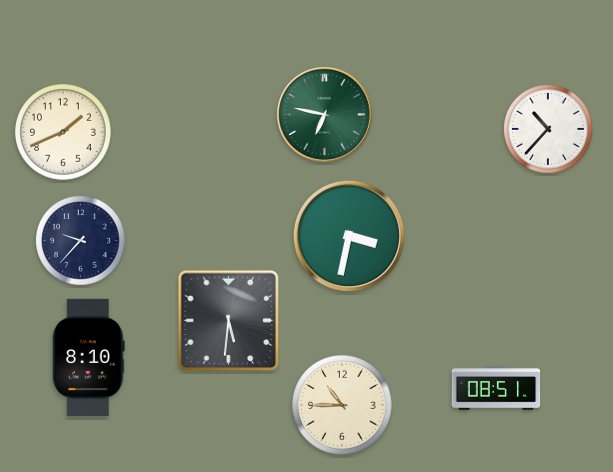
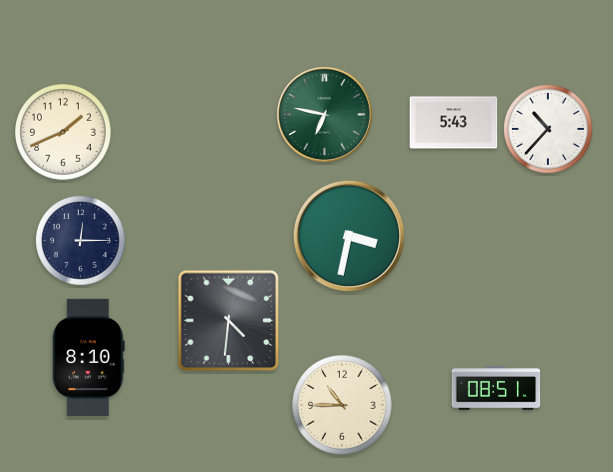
clock at (454, 123): none -> 5:43
clock at (81, 241): 9:37 -> 12:15
clock at (229, 321): 5:31 -> 4:31
